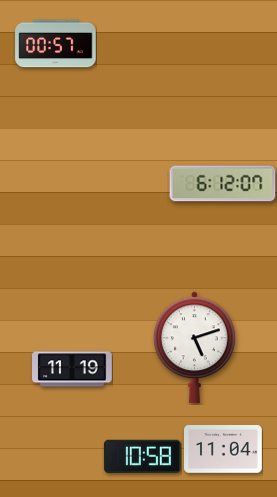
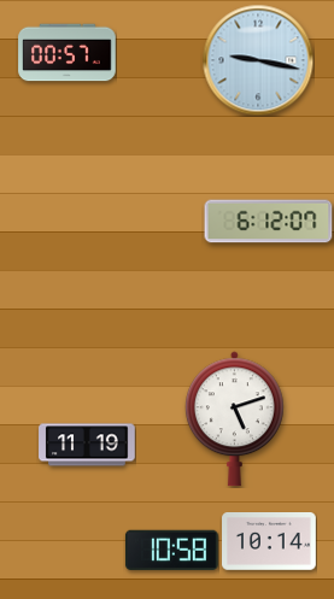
clock at (258, 60): none -> 9:17
clock at (224, 450): 11:04 -> 10:14
